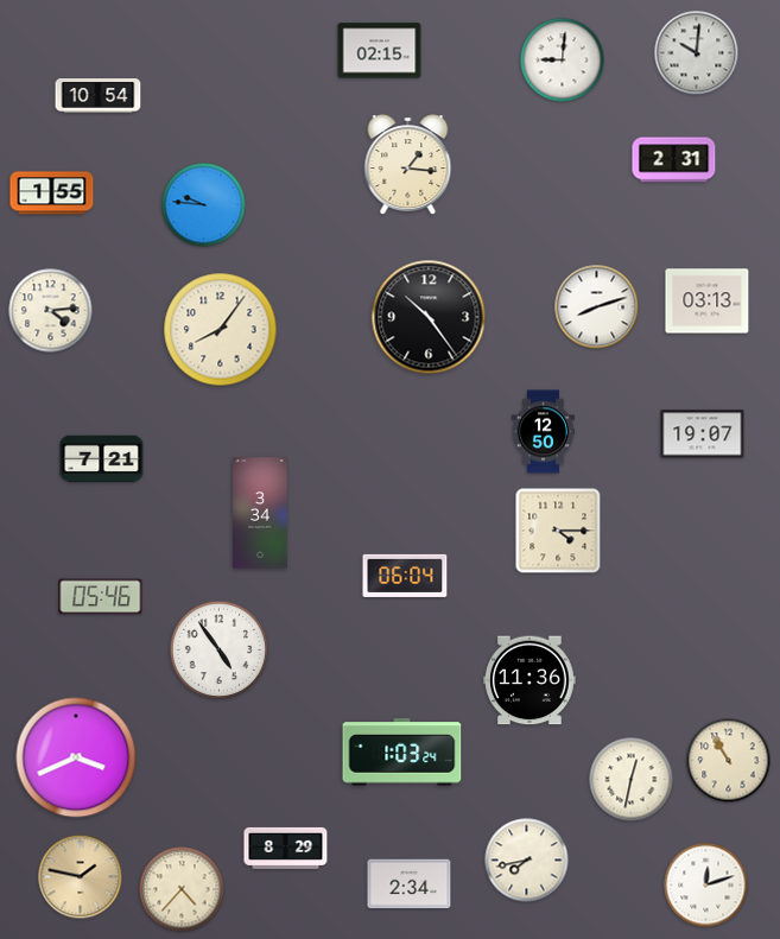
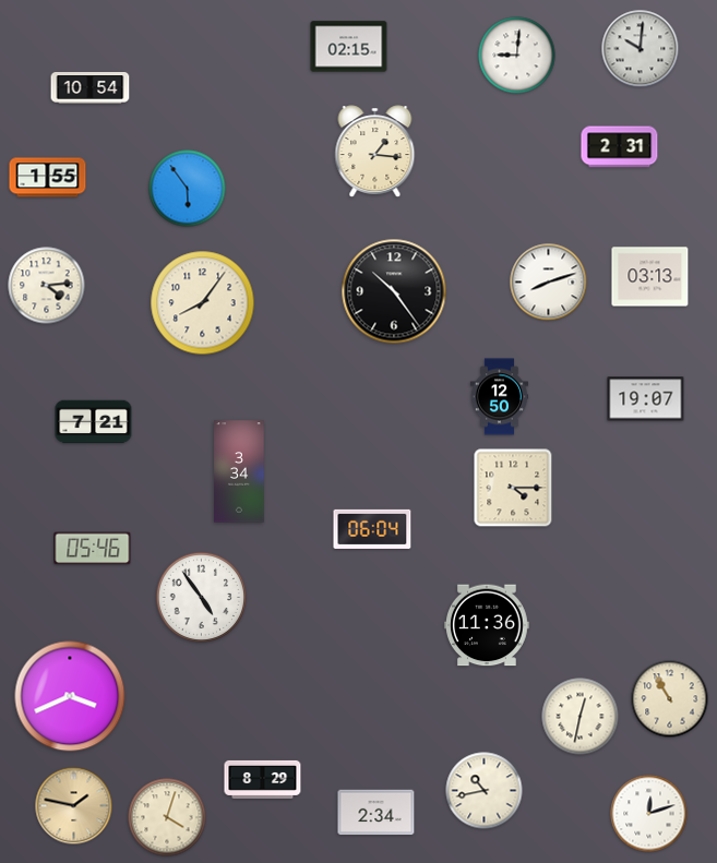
clock at (204, 205): 9:46 -> 5:54
clock at (402, 753): 1:03 -> none
clock at (527, 861): 7:43 -> 10:43
clock at (182, 889): 4:37 -> 4:03
